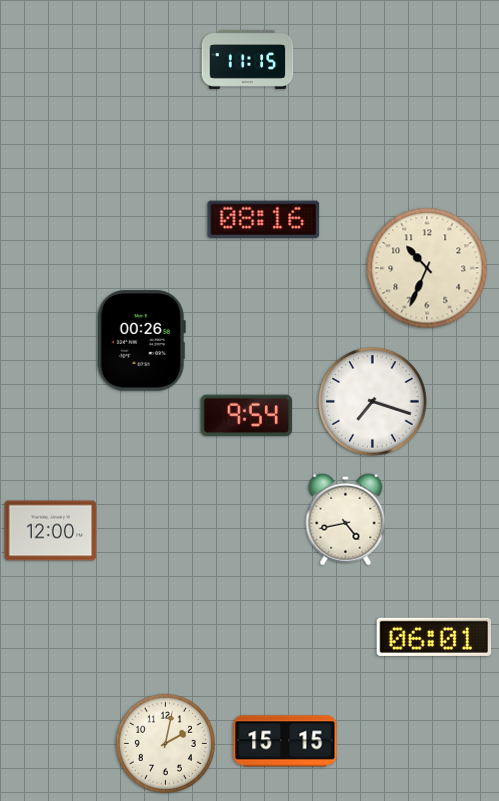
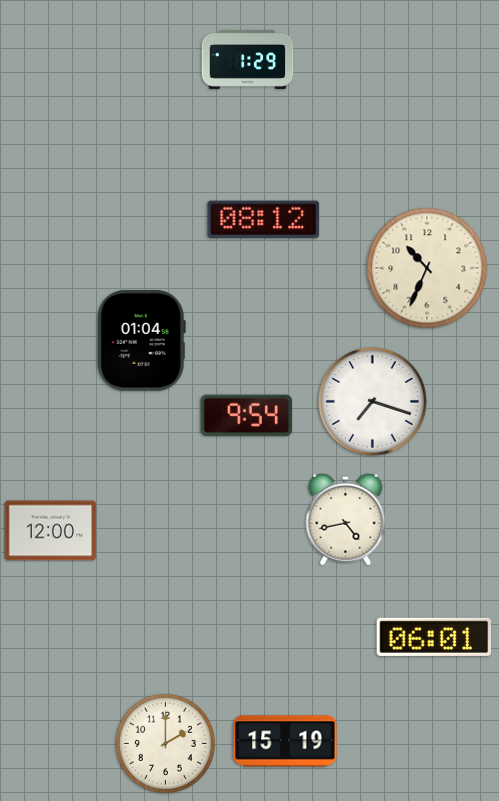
clock at (248, 59): 11:15 -> 1:29
clock at (264, 220): 08:16 -> 08:12
clock at (141, 341): 00:26 -> 01:04
clock at (285, 741): 15:15 -> 15:19
clock at (165, 743): 2:02 -> 2:00
